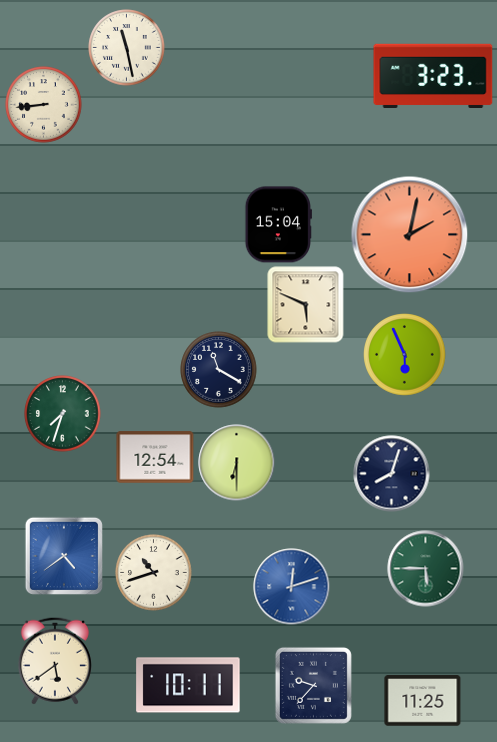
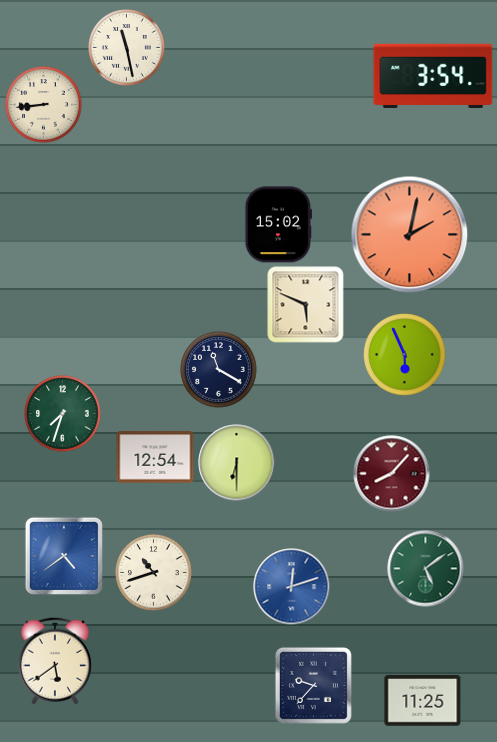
clock at (433, 75): 3:23 -> 3:54
clock at (278, 225): 15:04 -> 15:02
clock at (392, 474): 8:03 -> 8:07
clock at (392, 474) dial: navy -> burgundy
clock at (426, 569): 5:45 -> 5:09
clock at (188, 685): 10:11 -> none
